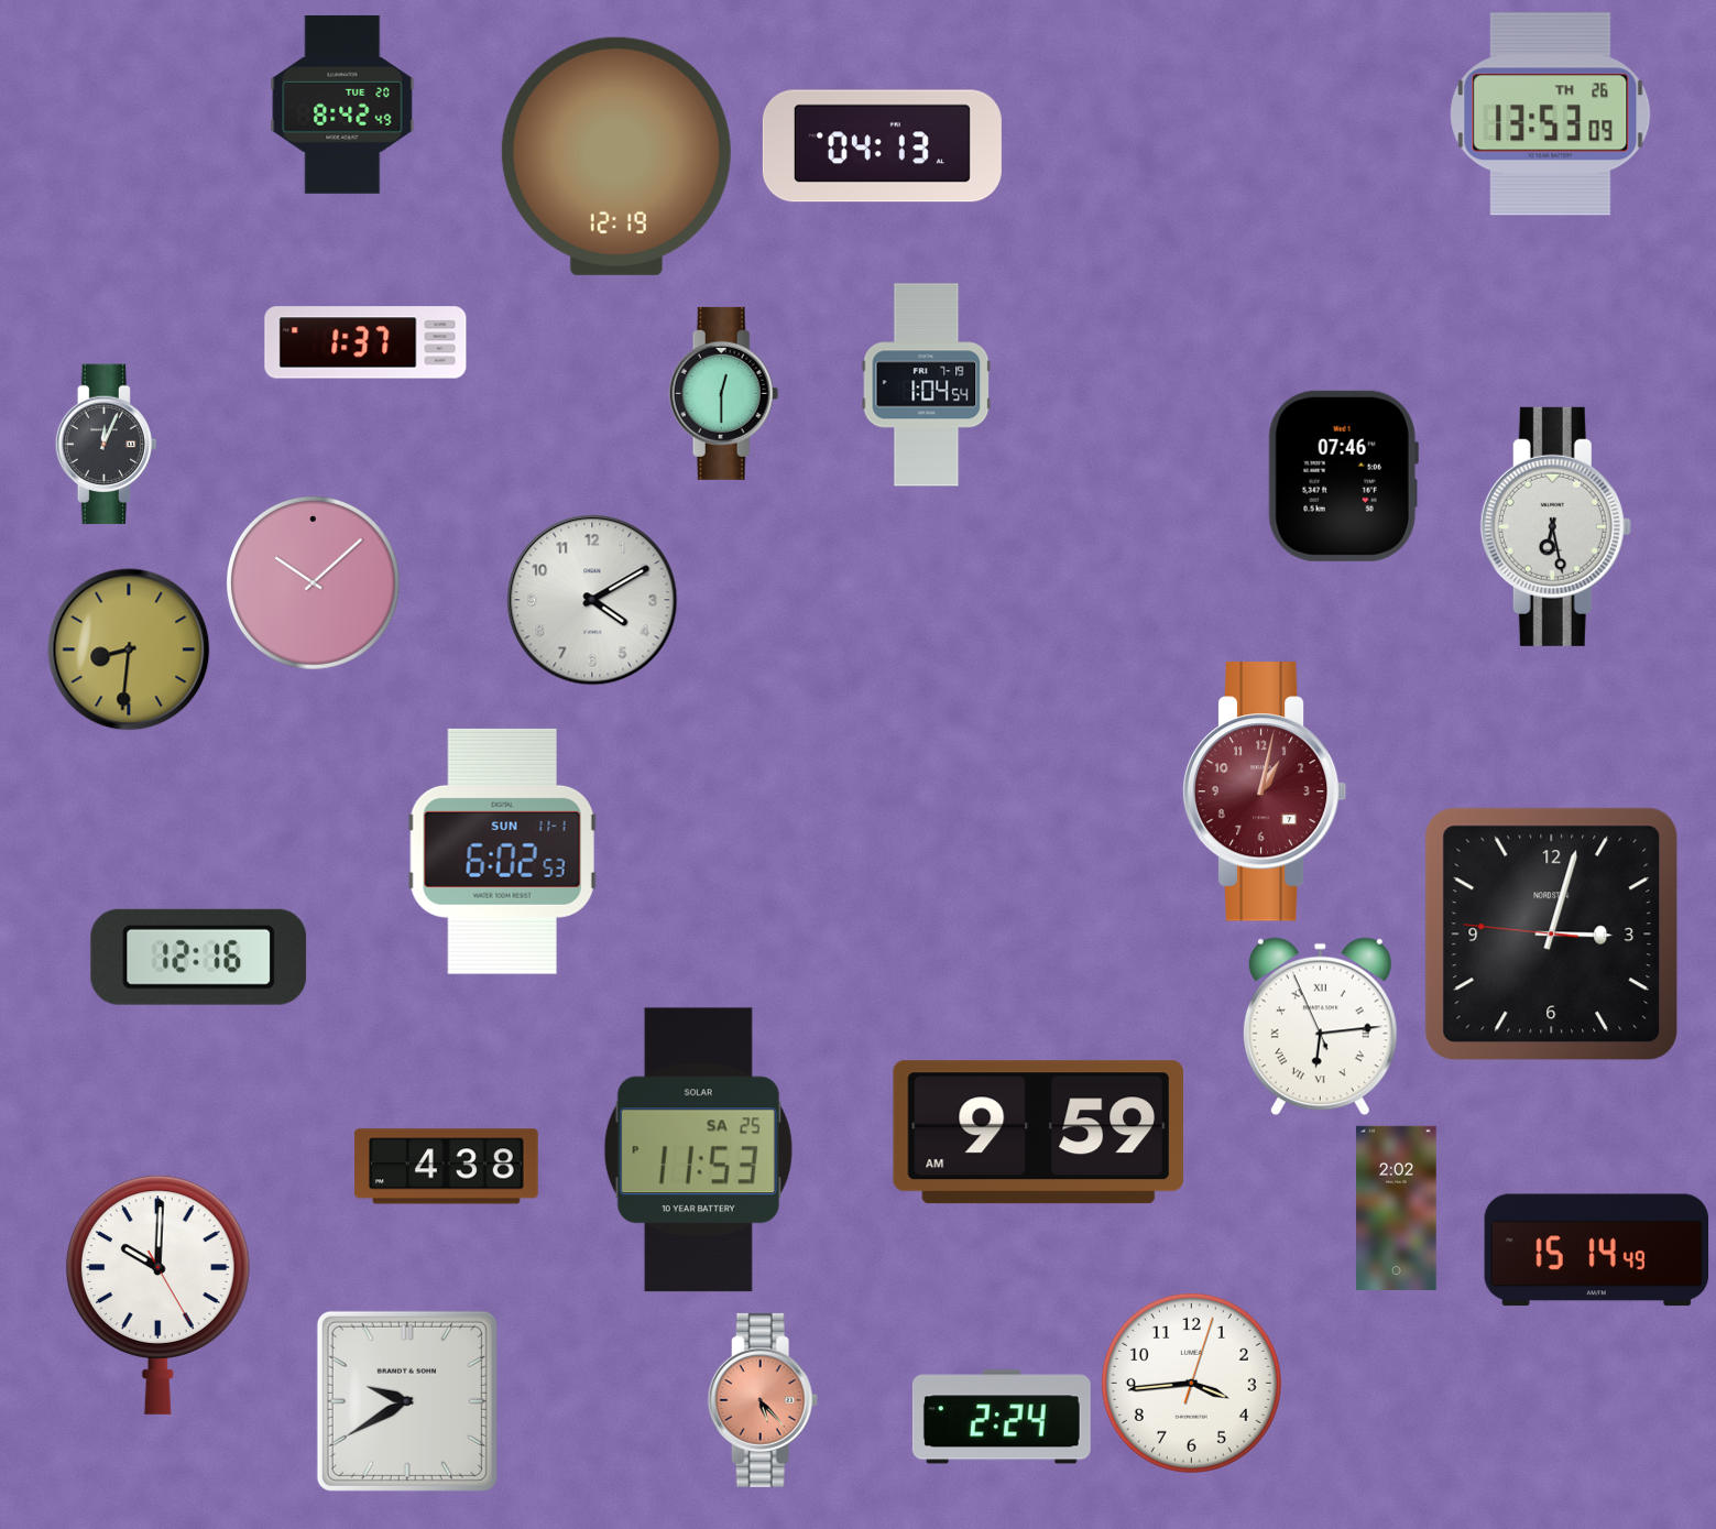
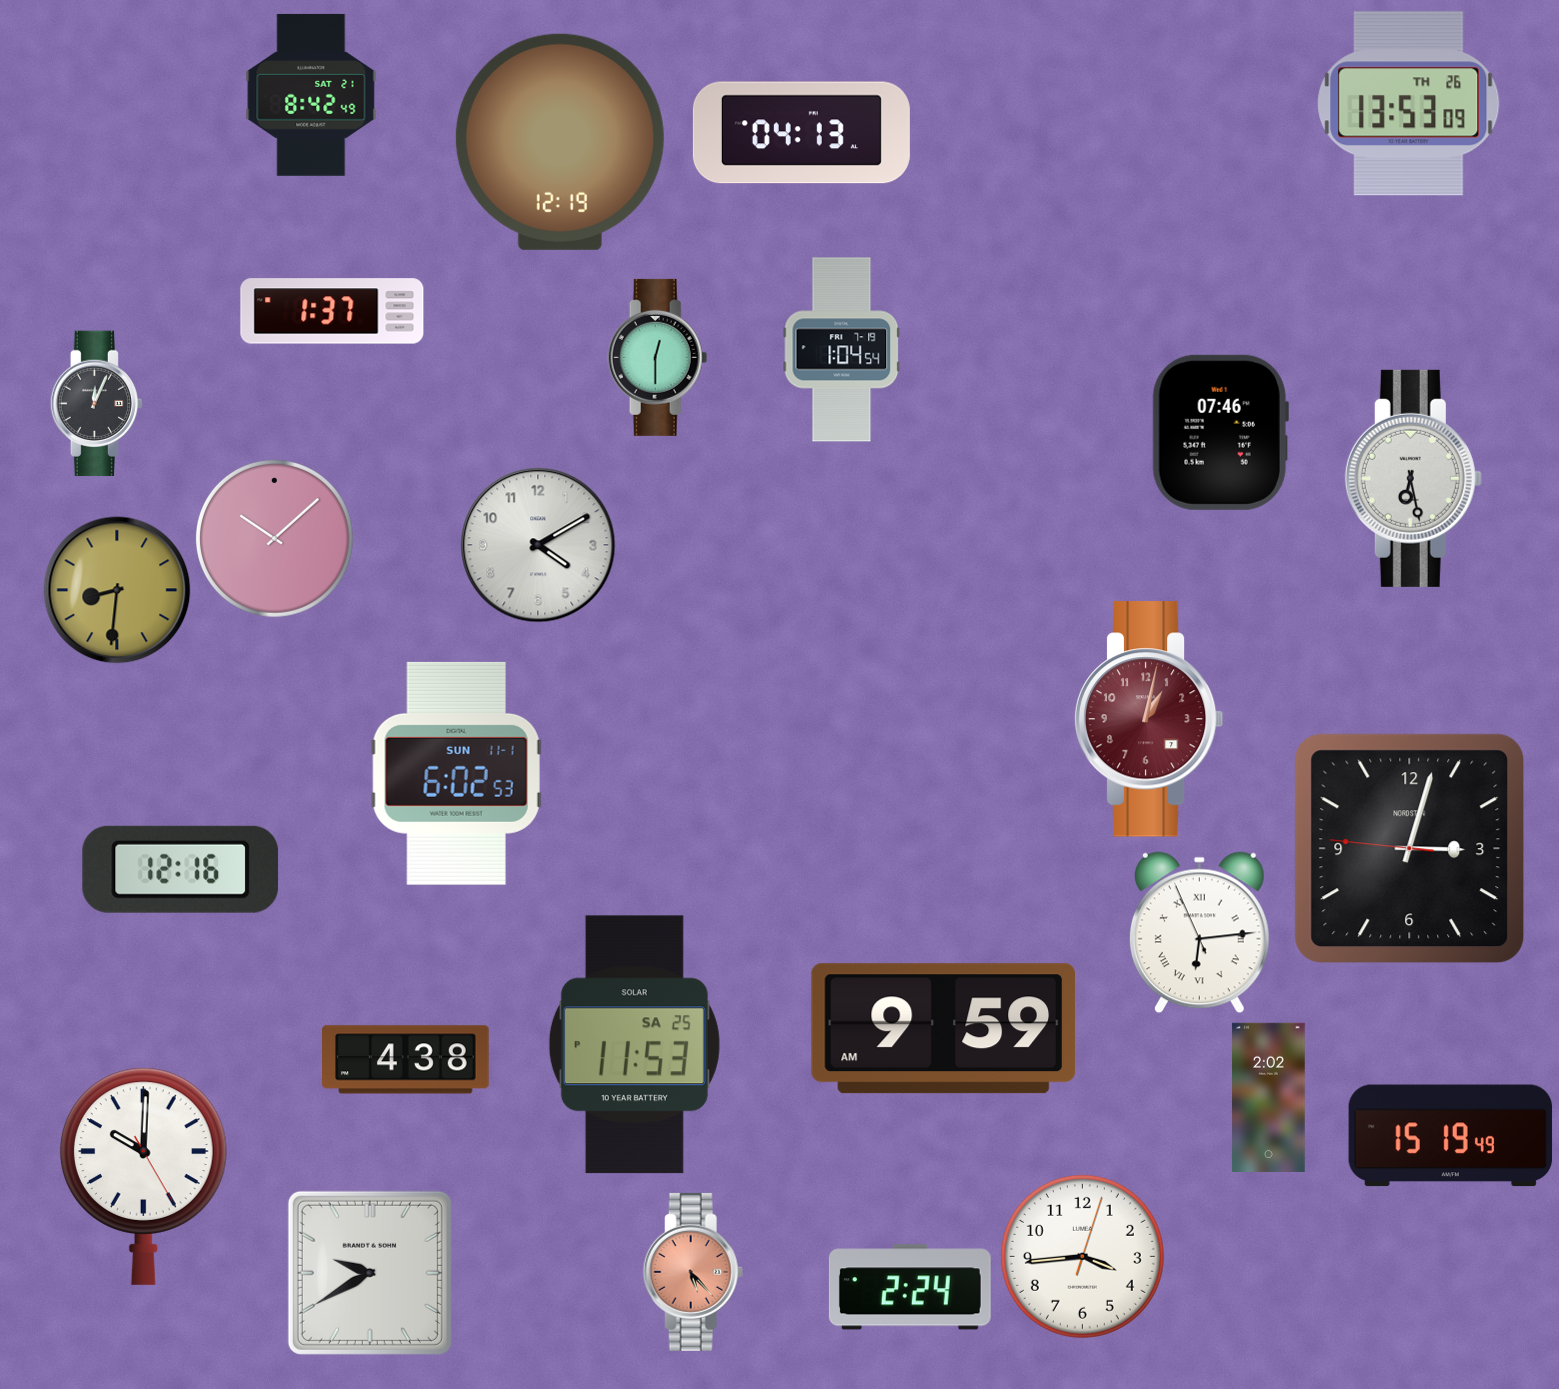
clock at (342, 105) date: TUE 20 -> SAT 21
clock at (313, 582) position: (313, 582) -> (274, 538)
clock at (1597, 1250): 15:14 -> 15:19
